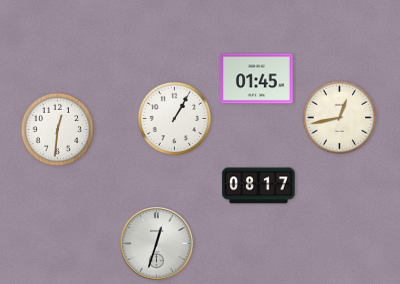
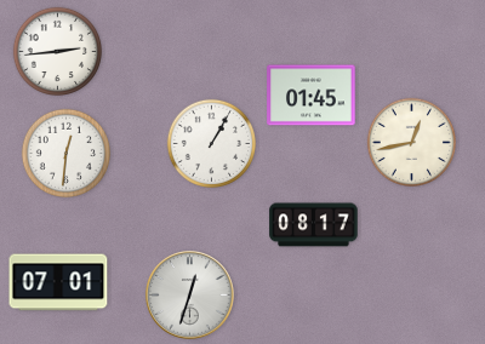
clock at (57, 51): none -> 2:44
clock at (57, 129) position: (57, 129) -> (65, 153)
clock at (58, 282): none -> 07:01
